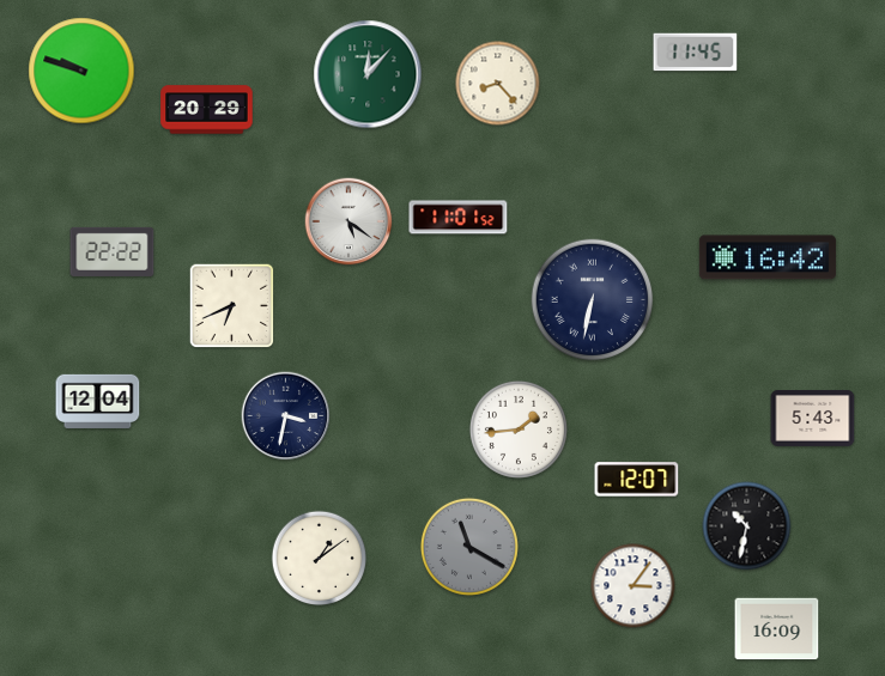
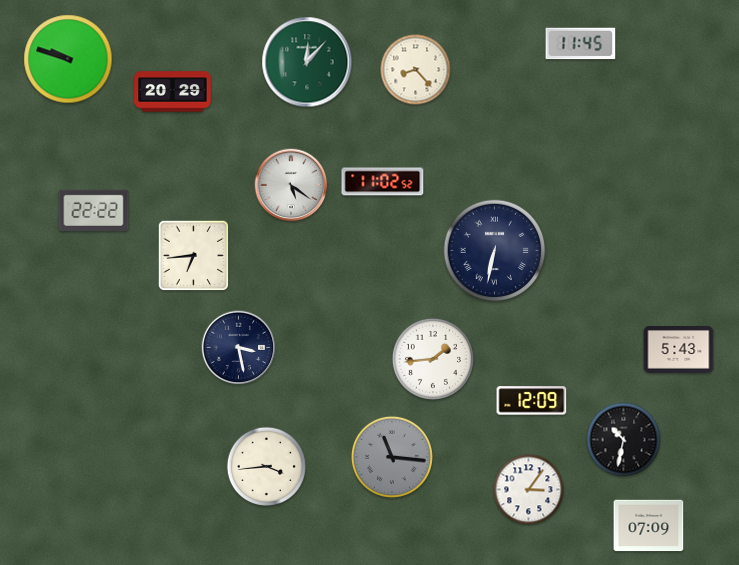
clock at (459, 218): 11:01 -> 11:02
clock at (768, 257): 16:42 -> none
clock at (232, 306): 6:41 -> 6:44
clock at (98, 401): 12:04 -> none
clock at (286, 416): 3:32 -> 3:28
clock at (637, 480): 12:07 -> 12:09
clock at (469, 547): 11:20 -> 11:16
clock at (320, 559): 1:09 -> 3:44
clock at (777, 629): 16:09 -> 07:09
